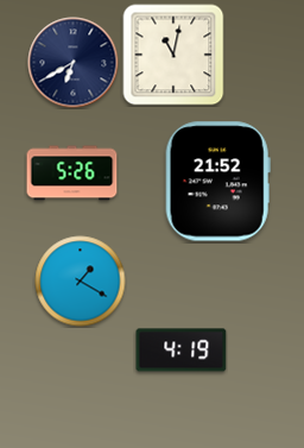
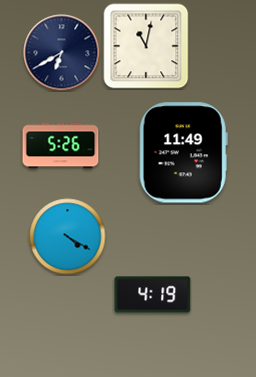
clock at (217, 182): 21:52 -> 11:49
clock at (81, 282): 1:20 -> 4:20
